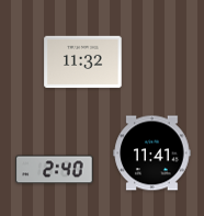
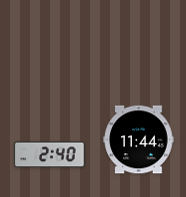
clock at (83, 62): 11:32 -> none
clock at (152, 154): 11:41 -> 11:44
